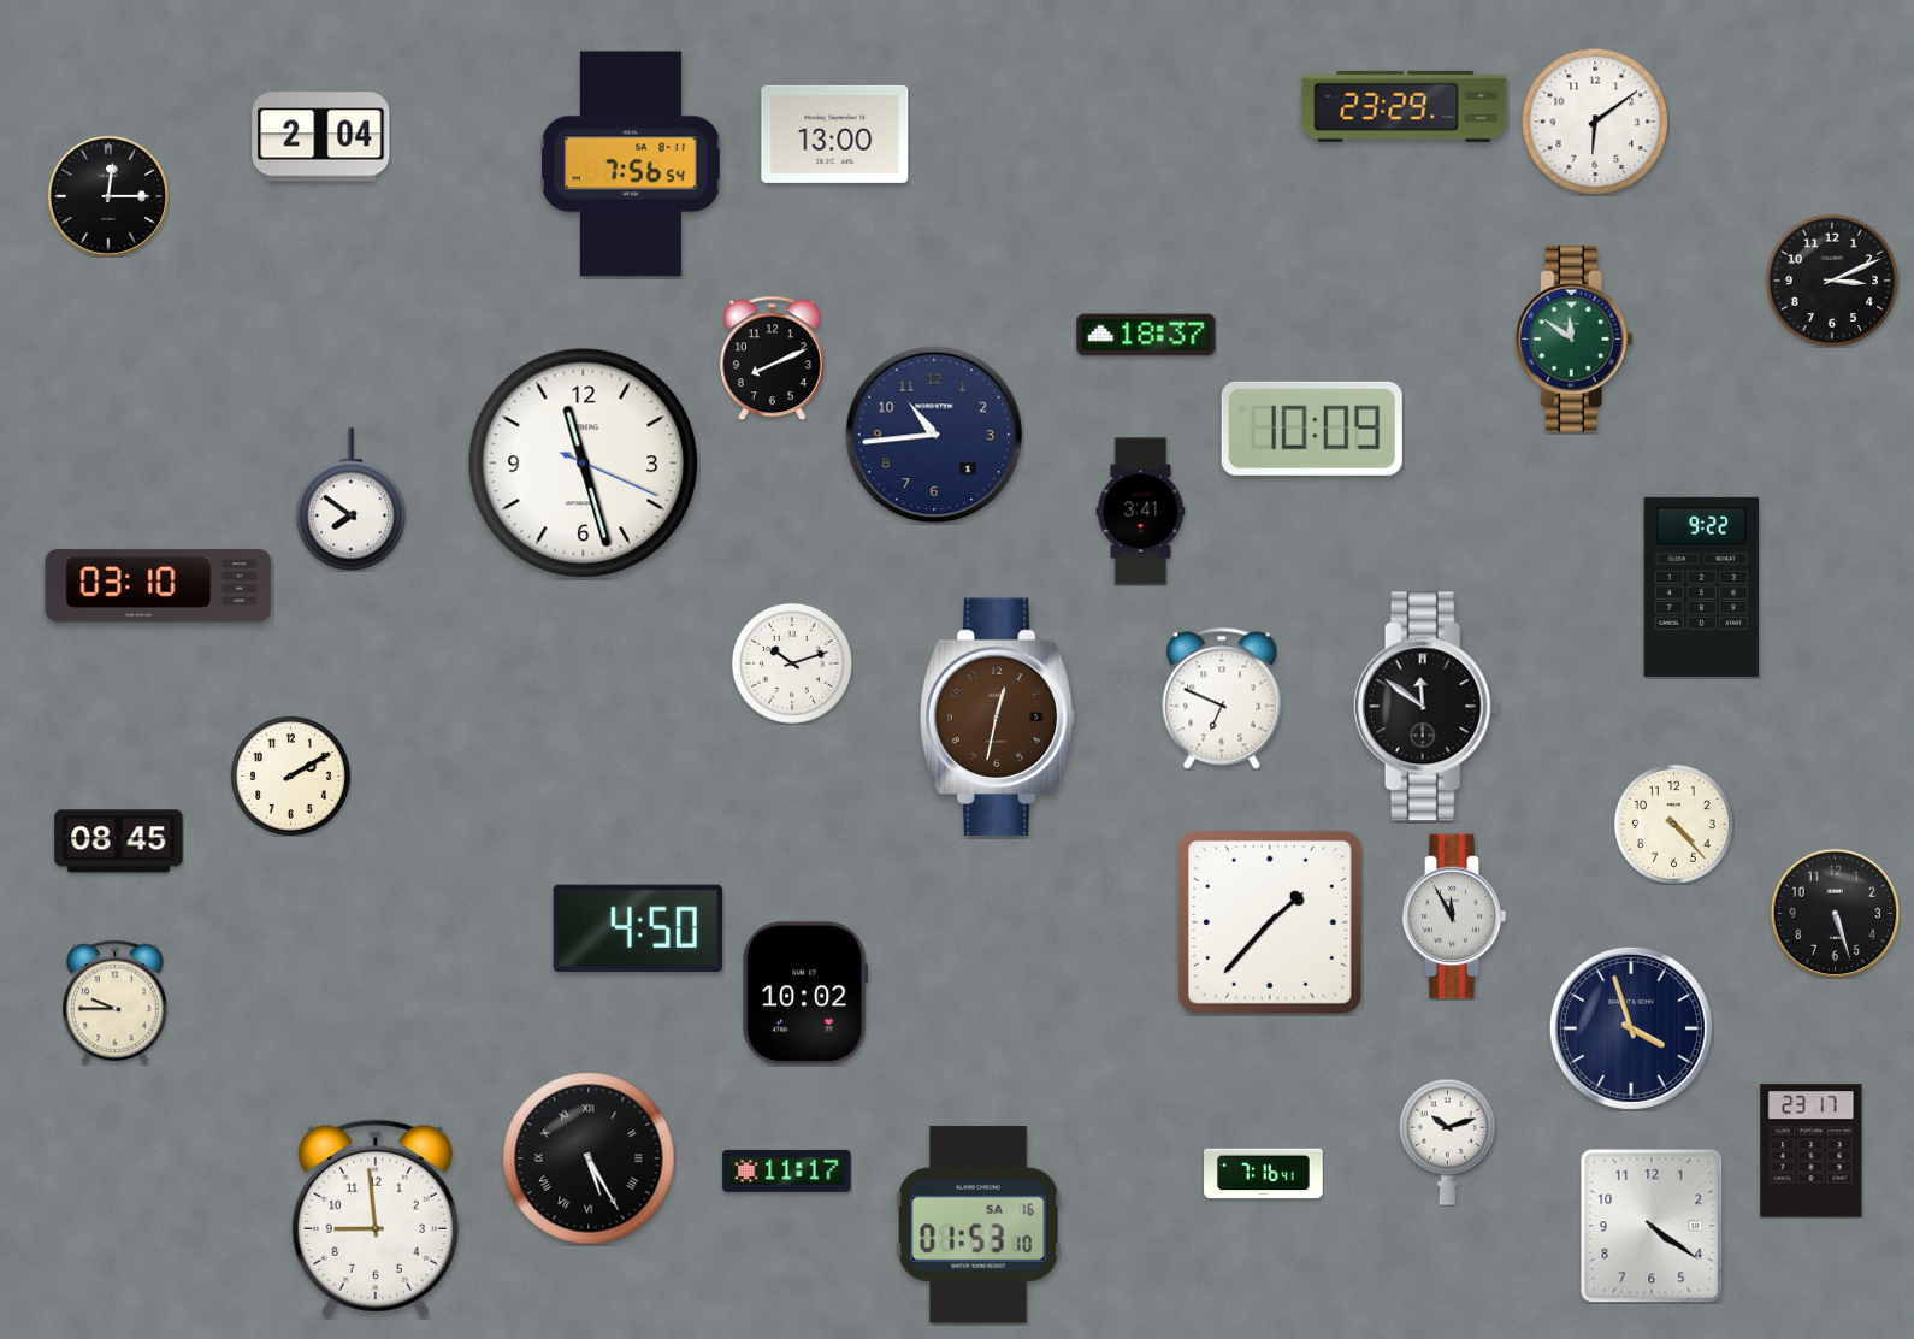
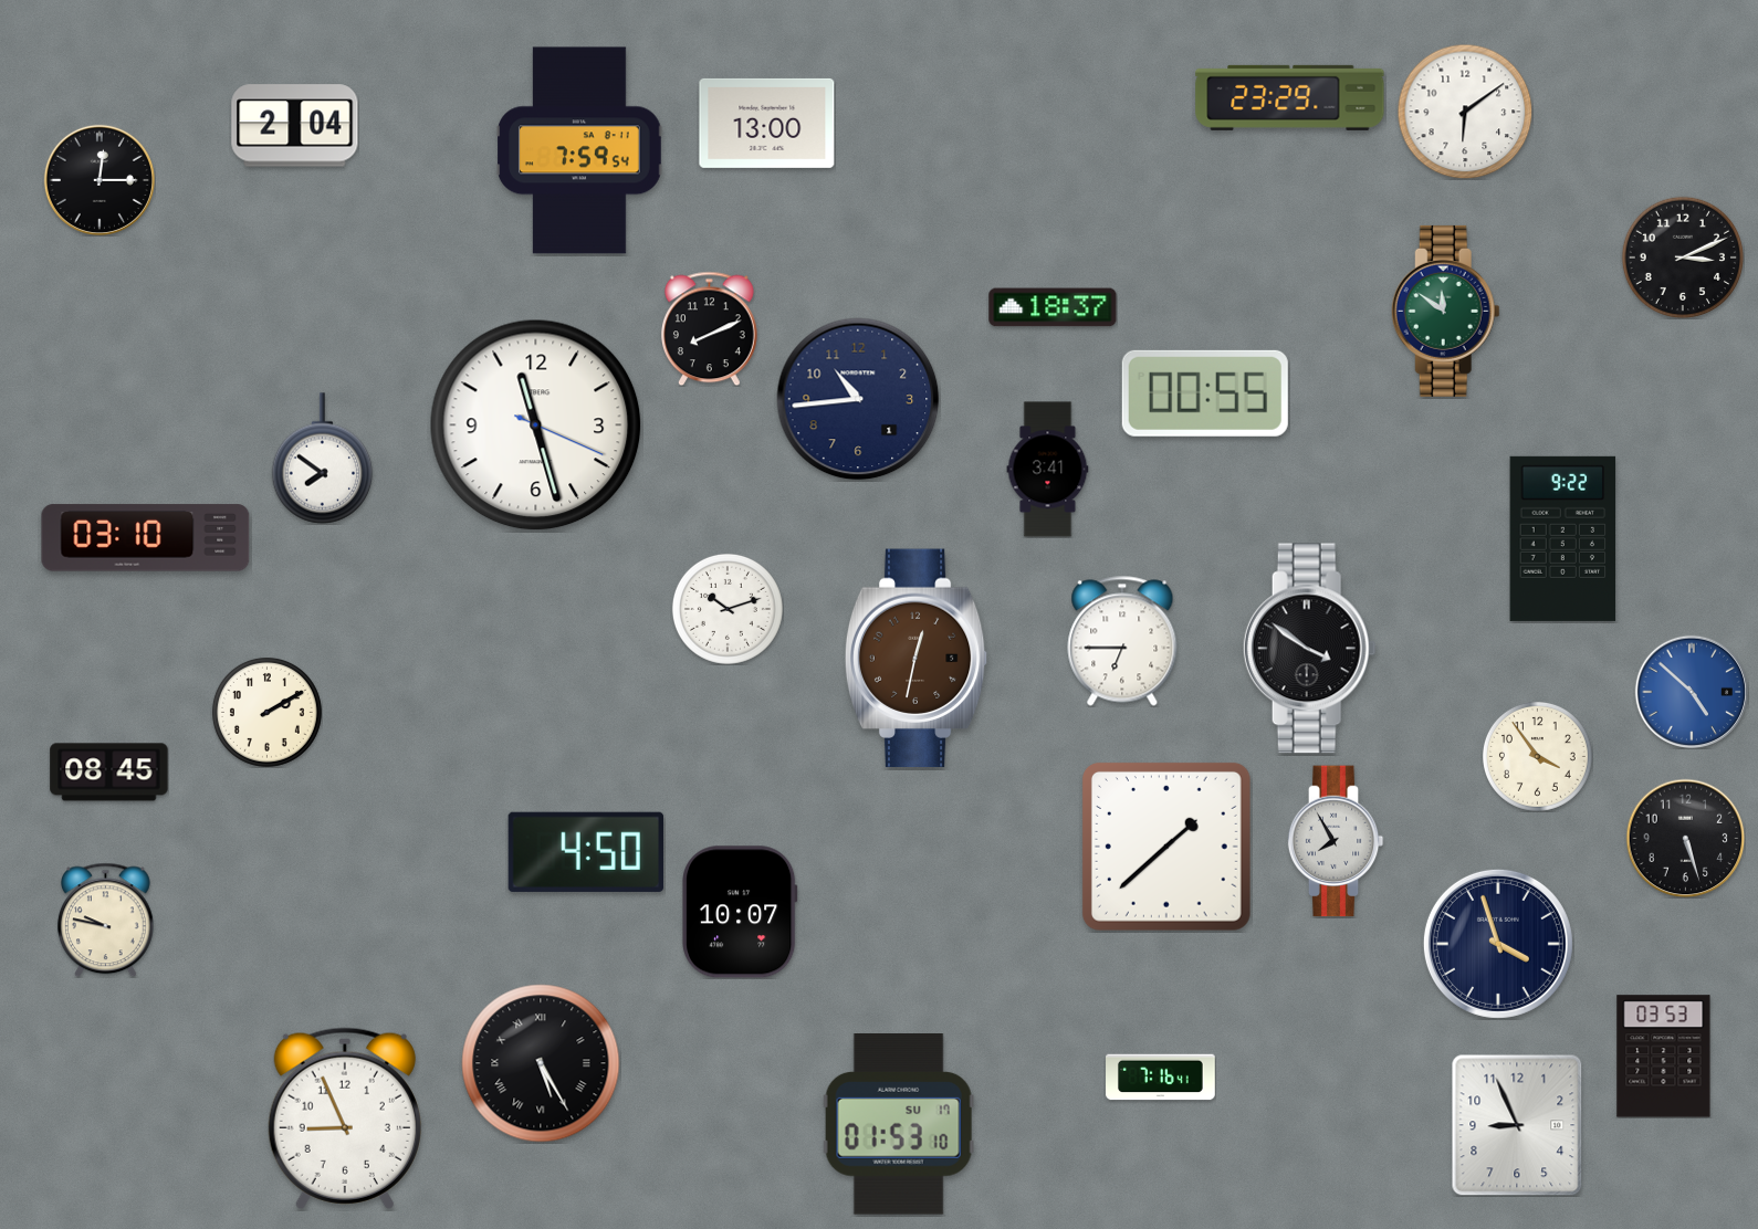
clock at (631, 164): 7:56 -> 7:59
clock at (1312, 429): 10:09 -> 00:55
clock at (1222, 698): 6:49 -> 6:45
clock at (1425, 707): 11:51 -> 3:51
clock at (1691, 691): none -> 4:52
clock at (1673, 824): 4:23 -> 3:54
clock at (1454, 916): 11:55 -> 7:55
clock at (1270, 922): 1:37 -> 1:38
clock at (807, 993): 10:02 -> 10:07
clock at (114, 1002): 9:45 -> 9:47
clock at (1447, 1142): 10:12 -> none
clock at (1812, 1151): 23:17 -> 03:53
clock at (787, 1170): 11:17 -> none
clock at (376, 1219): 8:59 -> 8:56
clock at (979, 1226) date: SA 16 -> SU 17
clock at (1652, 1226): 4:21 -> 8:56
